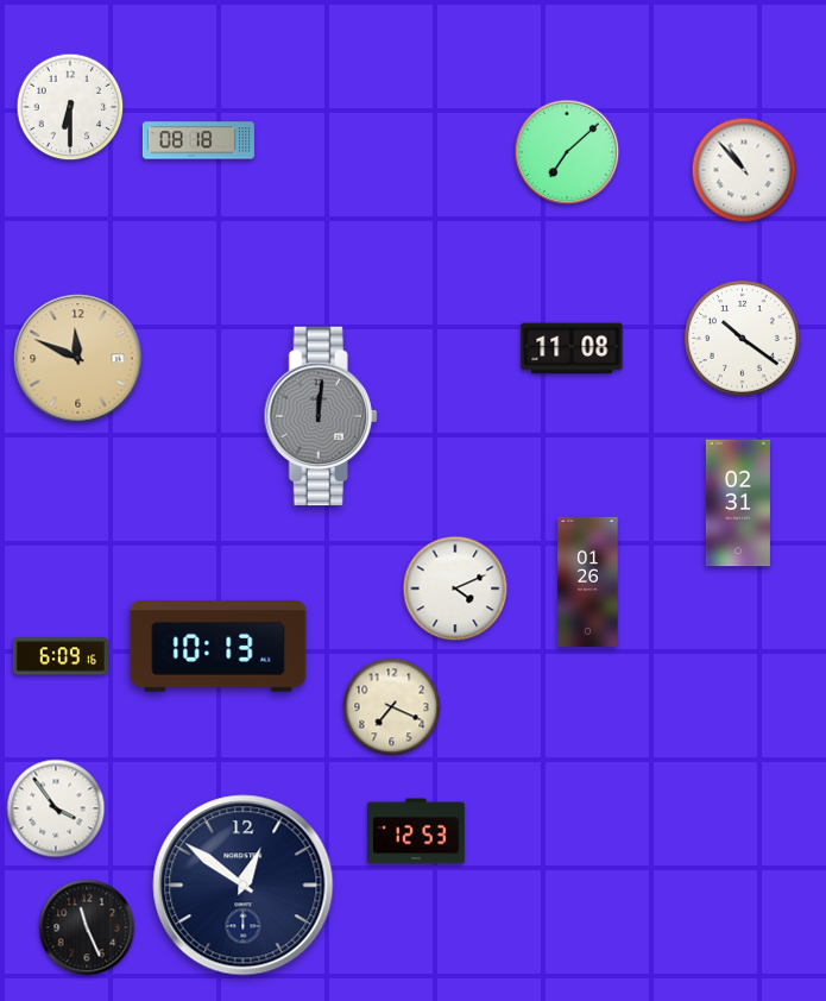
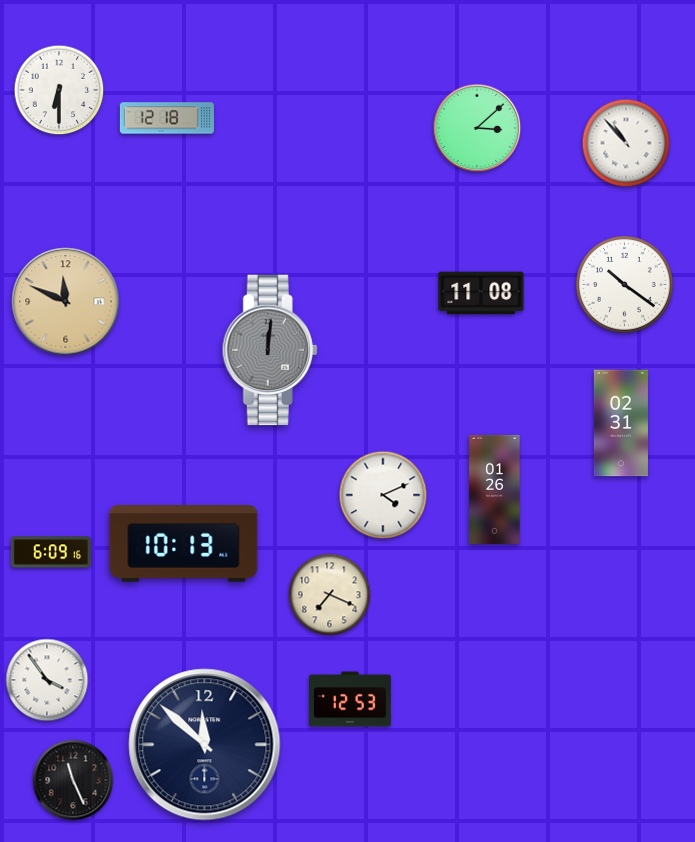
clock at (198, 140): 08:18 -> 12:18
clock at (567, 152): 7:08 -> 3:08
clock at (244, 886): 12:51 -> 11:52
